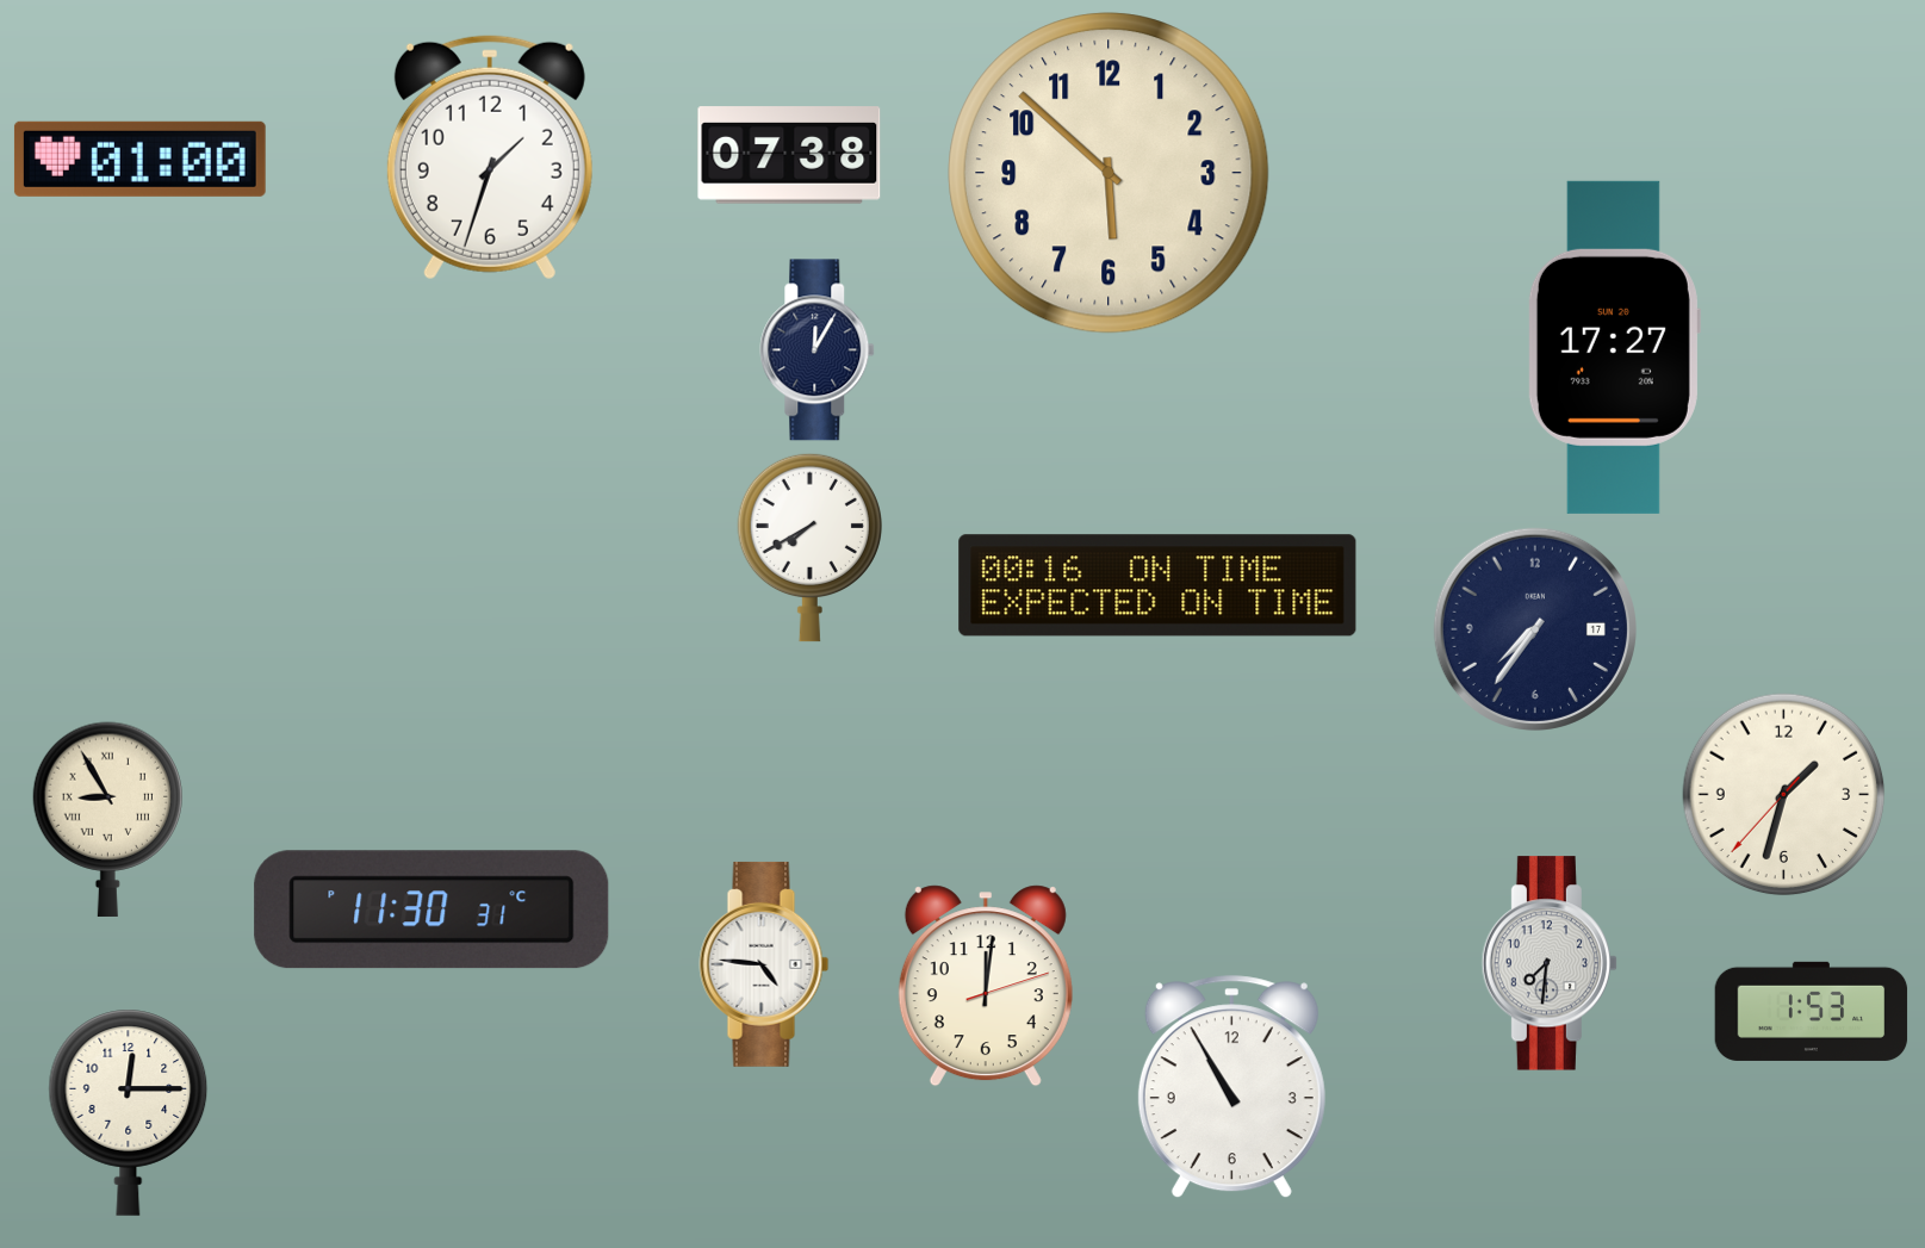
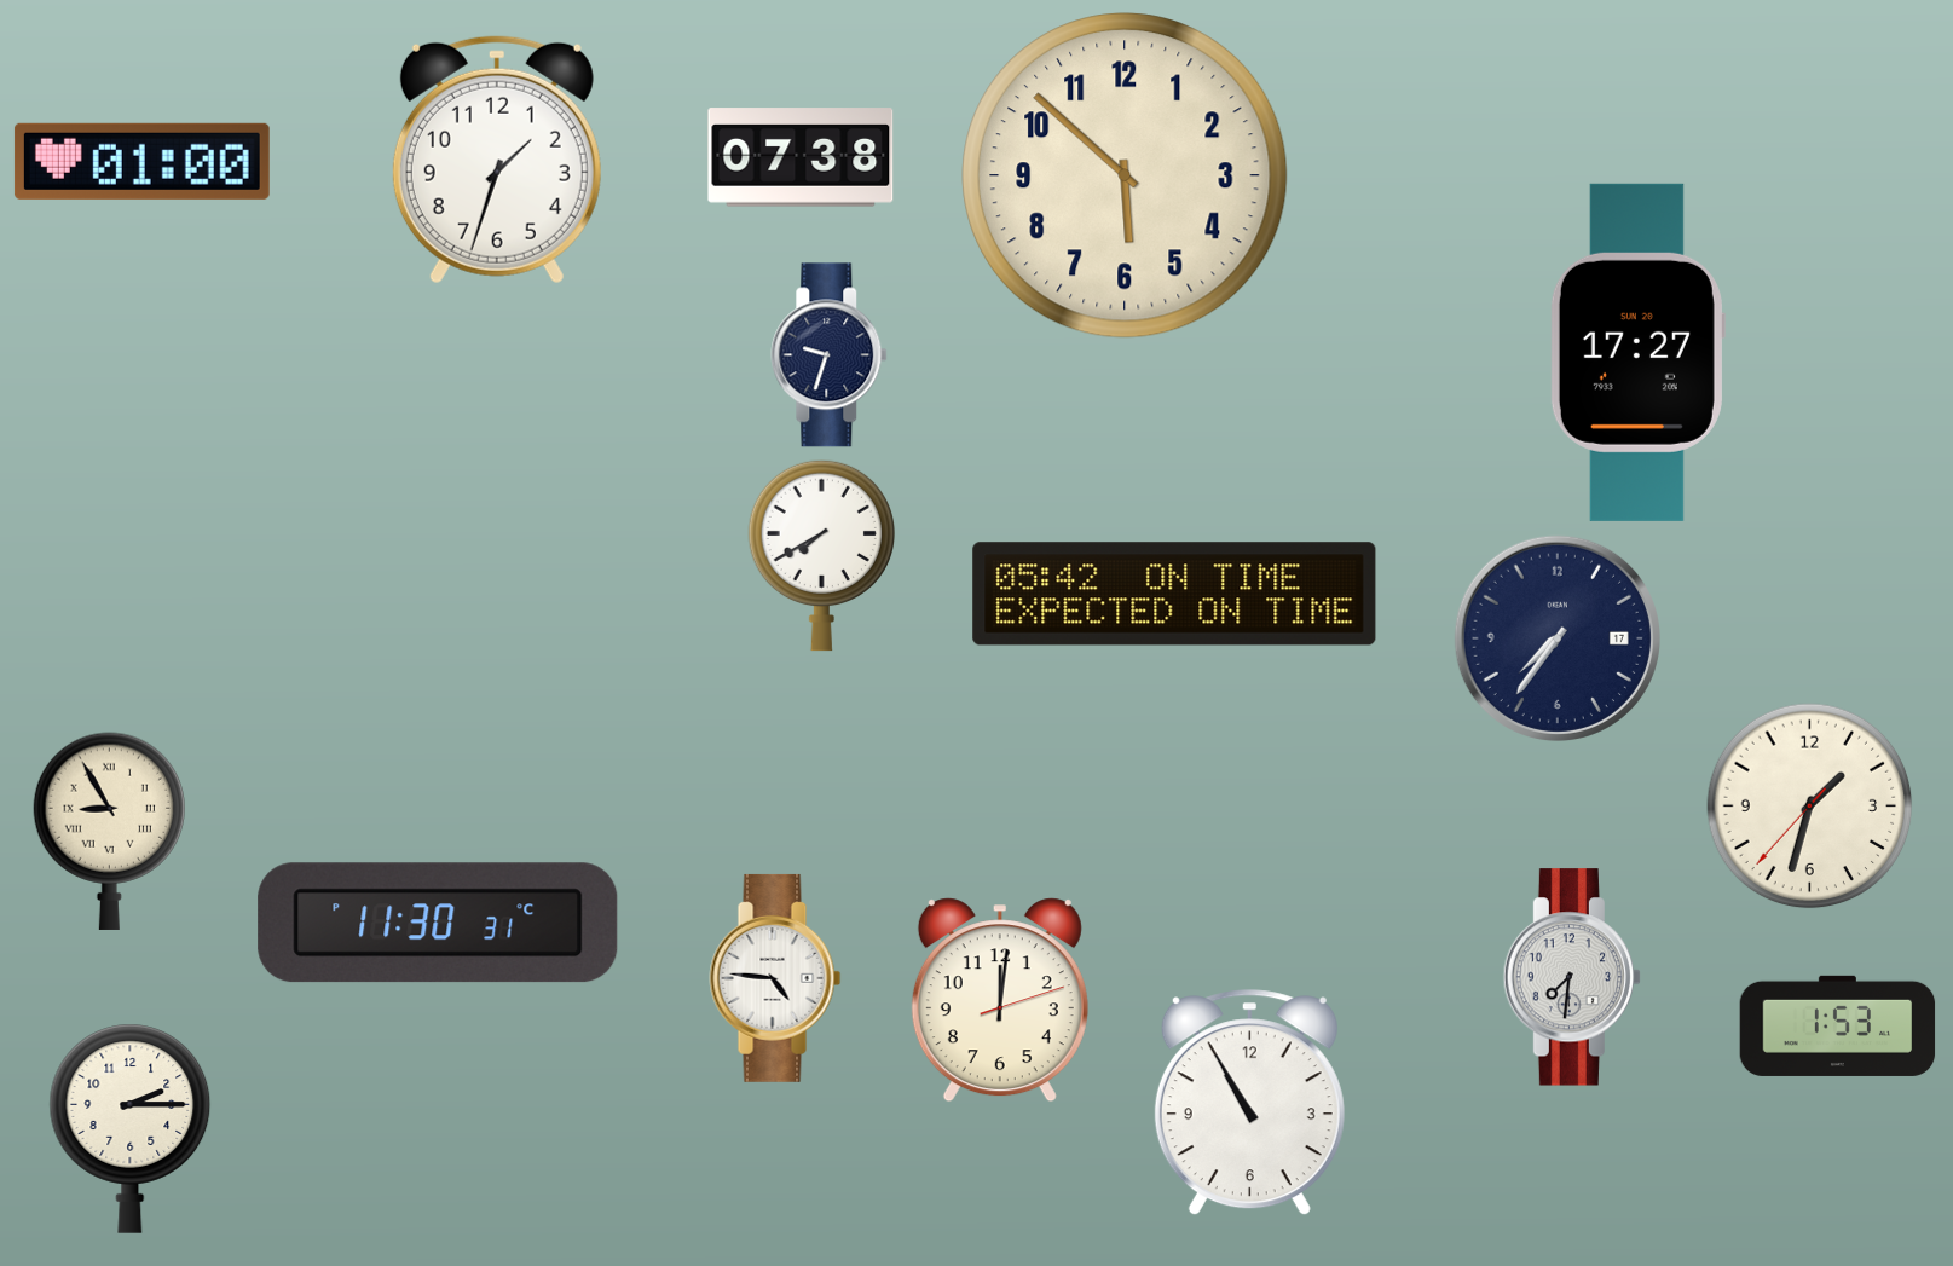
clock at (818, 350): 12:05 -> 9:33
clock at (1157, 585): 00:16 -> 05:42
clock at (129, 1112): 12:15 -> 2:15
